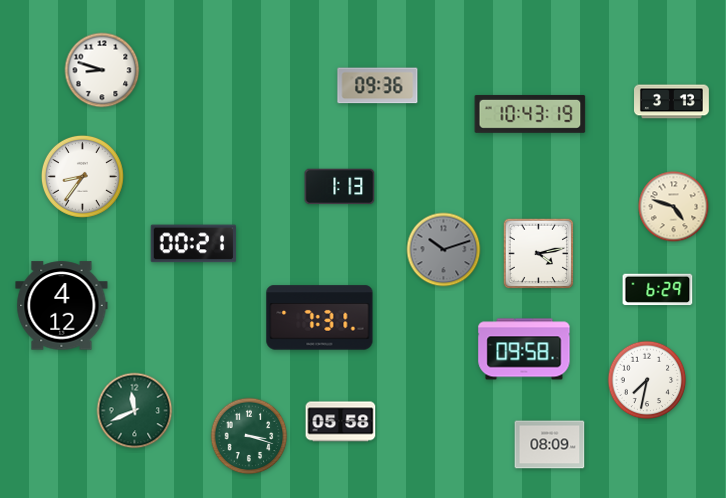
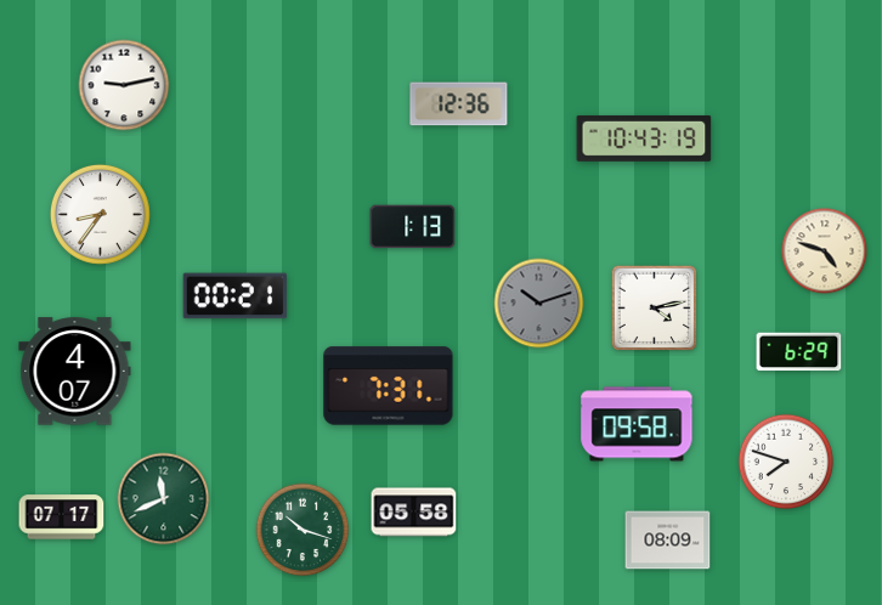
clock at (102, 70): 8:48 -> 9:13
clock at (378, 86): 09:36 -> 12:36
clock at (672, 102): 3:13 -> none
clock at (674, 207) position: (674, 207) -> (825, 251)
clock at (62, 306): 4:12 -> 4:07
clock at (647, 380): 7:32 -> 7:48
clock at (62, 518): none -> 07:17
clock at (249, 436): 3:18 -> 10:18
